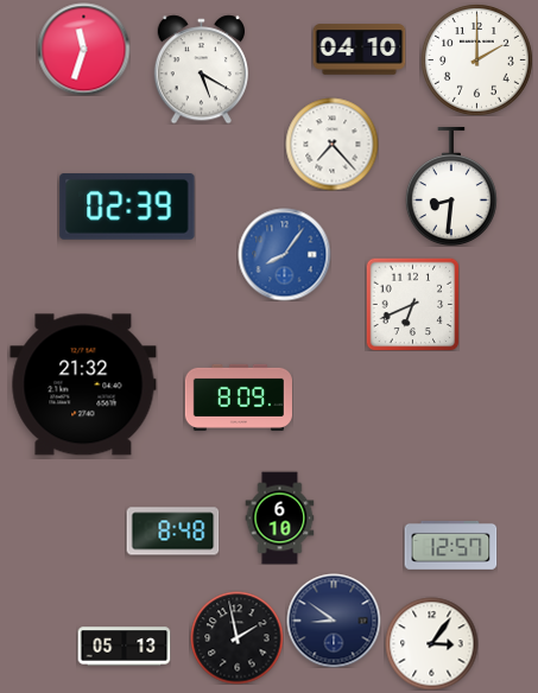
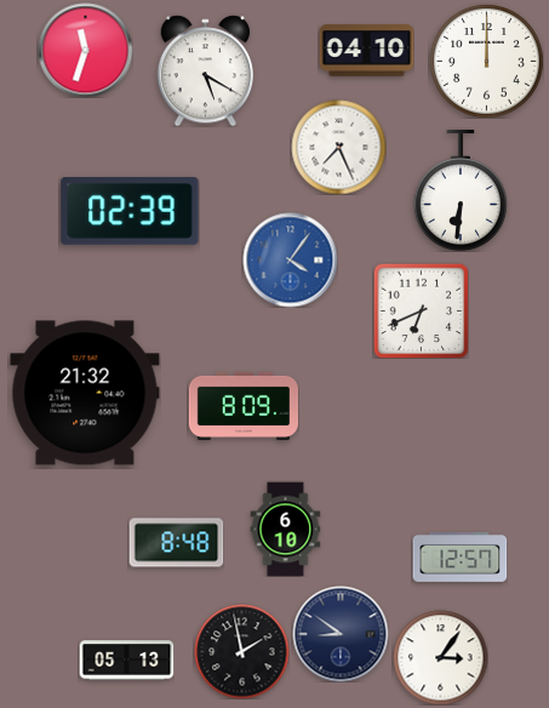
clock at (476, 59): 2:00 -> 12:00
clock at (331, 144): 7:23 -> 7:26
clock at (451, 186): 8:31 -> 6:31
clock at (284, 254): 8:06 -> 4:06
